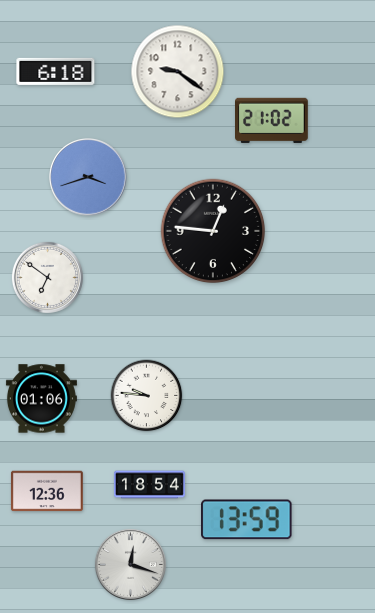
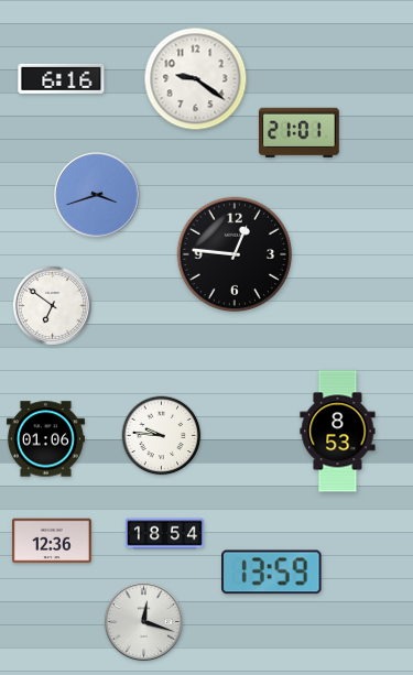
clock at (56, 71): 6:18 -> 6:16
clock at (272, 120): 21:02 -> 21:01
clock at (338, 432): none -> 8:53
